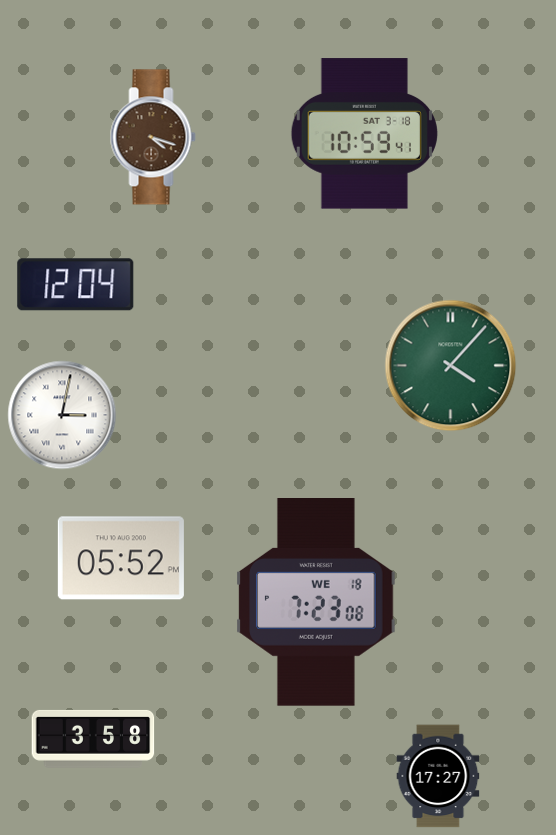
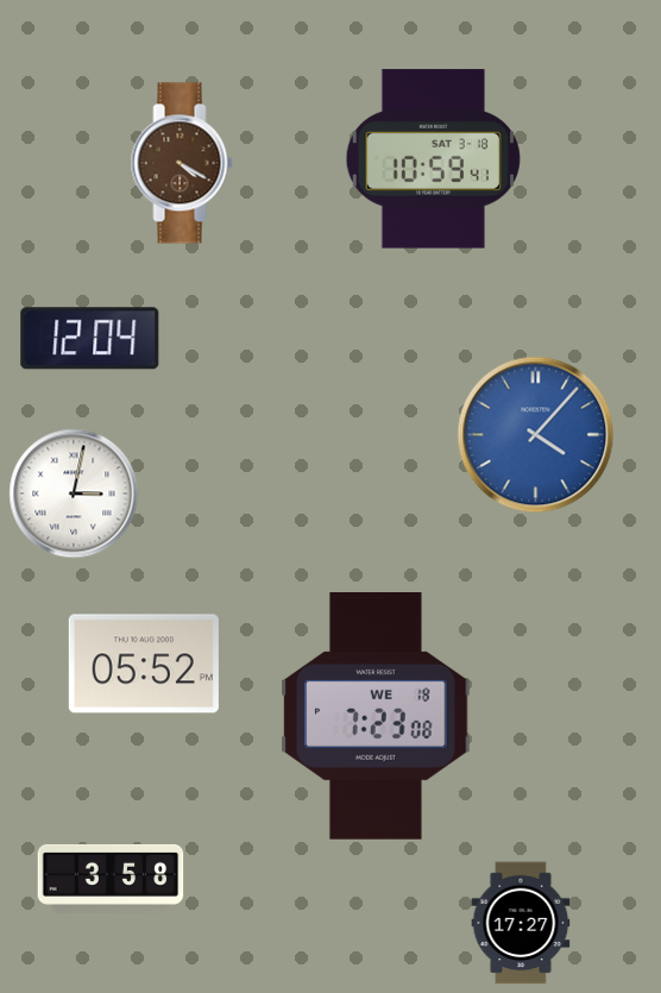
clock at (153, 137): 4:18 -> 4:20
clock at (451, 366) dial: green -> blue
